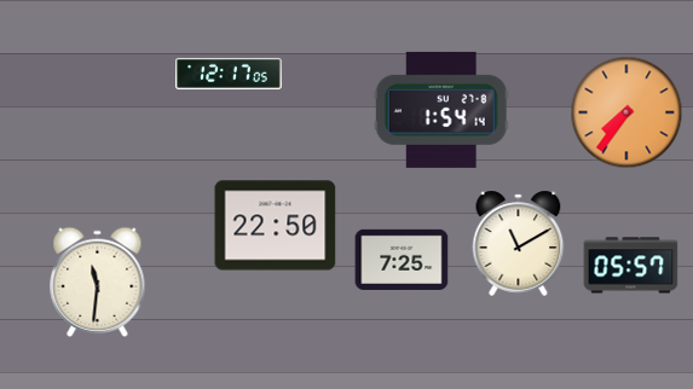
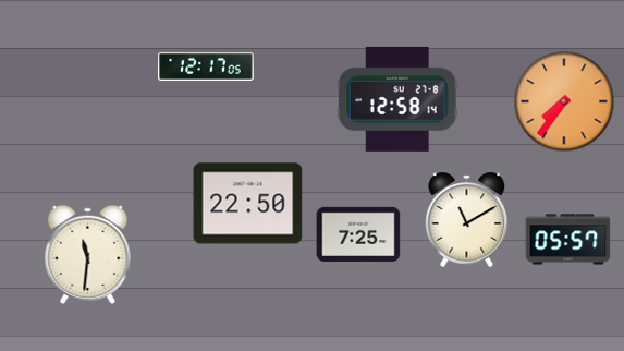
clock at (441, 110): 1:54 -> 12:58
clock at (402, 260) position: (402, 260) -> (358, 234)
